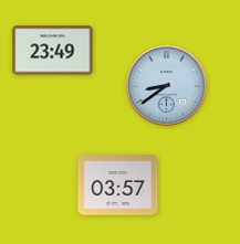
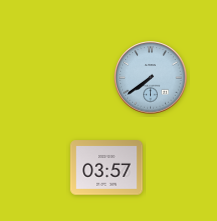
clock at (53, 51): 23:49 -> none
clock at (167, 86): 8:39 -> 7:39
